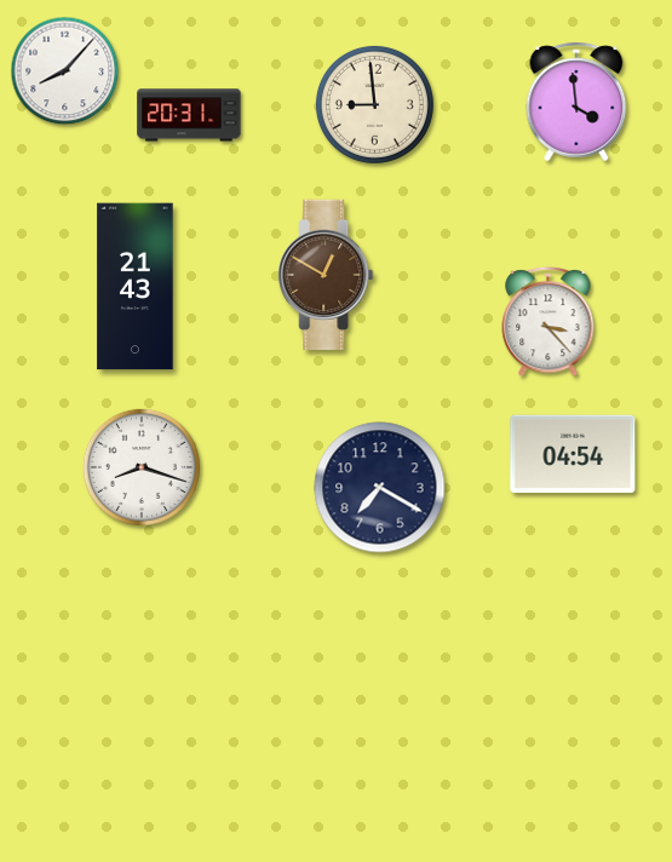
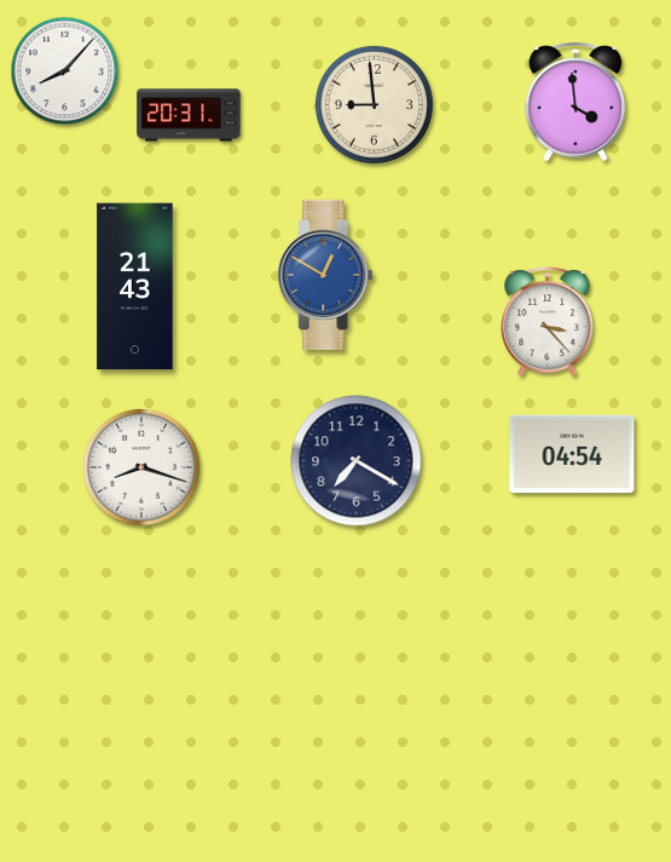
clock at (326, 274) dial: brown -> blue
clock at (380, 488) position: (380, 488) -> (357, 461)
